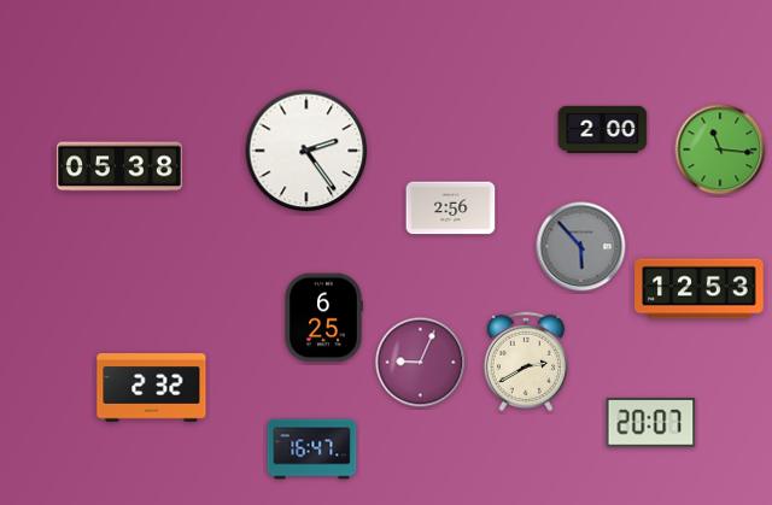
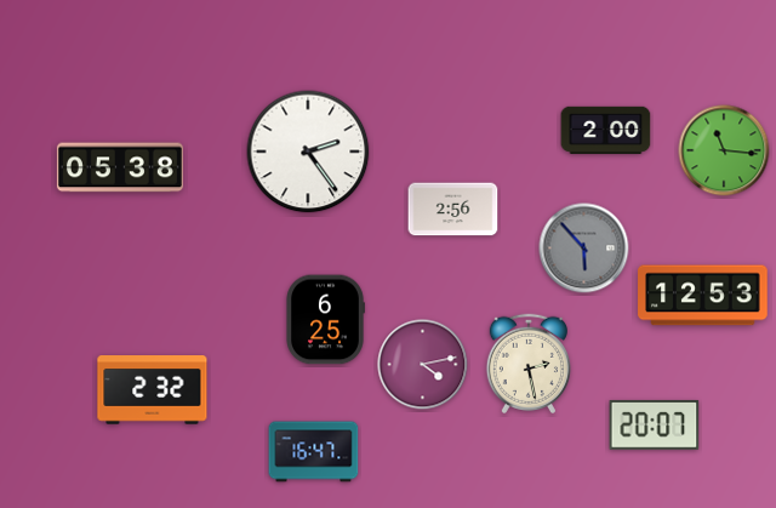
clock at (700, 289) position: (700, 289) -> (703, 296)
clock at (525, 362): 2:40 -> 2:28
clock at (421, 363): 9:04 -> 4:13
